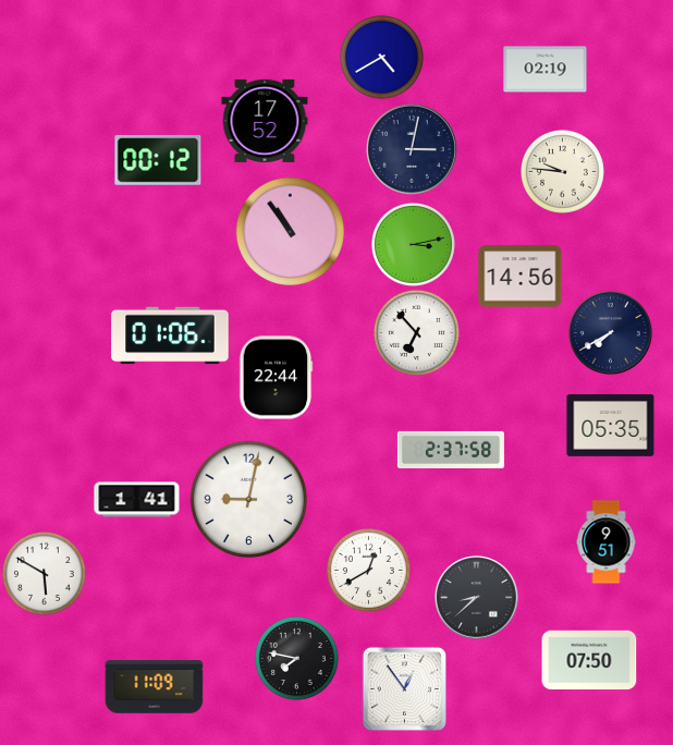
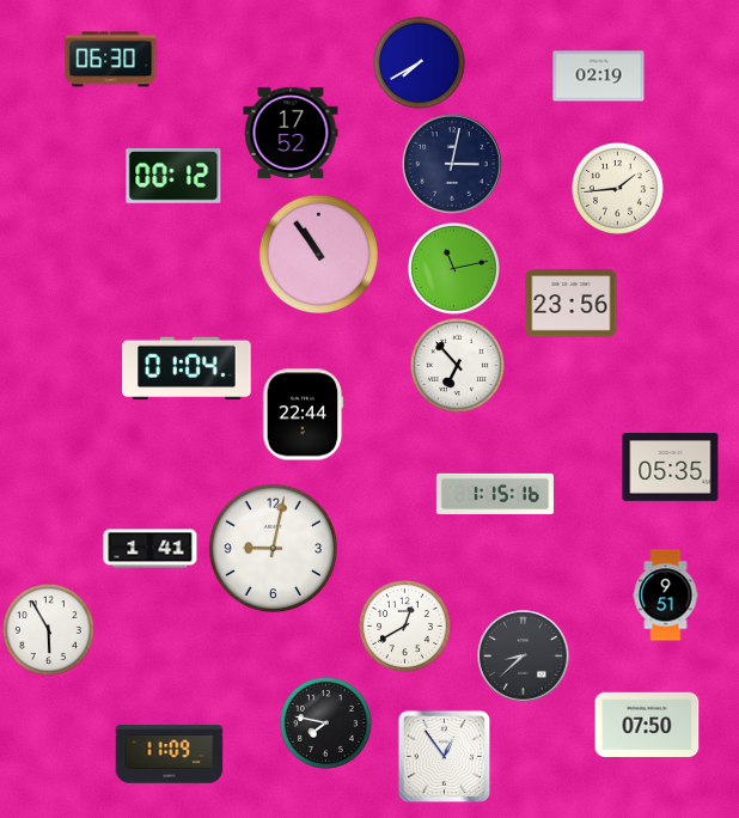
clock at (111, 60): none -> 06:30
clock at (381, 57): 4:40 -> 7:40
clock at (562, 171): 9:46 -> 1:44
clock at (413, 244): 3:13 -> 11:13
clock at (521, 277): 14:56 -> 23:56
clock at (611, 333): 7:40 -> none
clock at (170, 335): 01:06 -> 01:04
clock at (451, 450): 2:37 -> 1:15
clock at (44, 573): 5:50 -> 5:55
